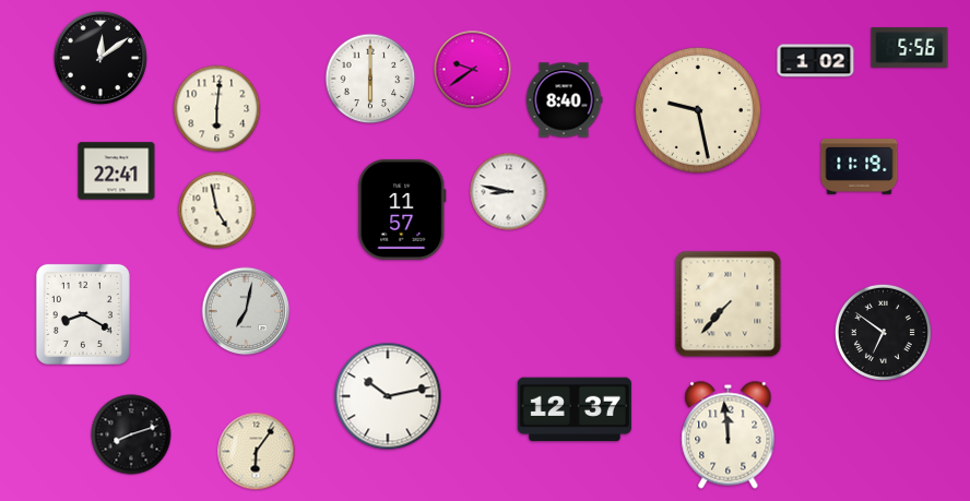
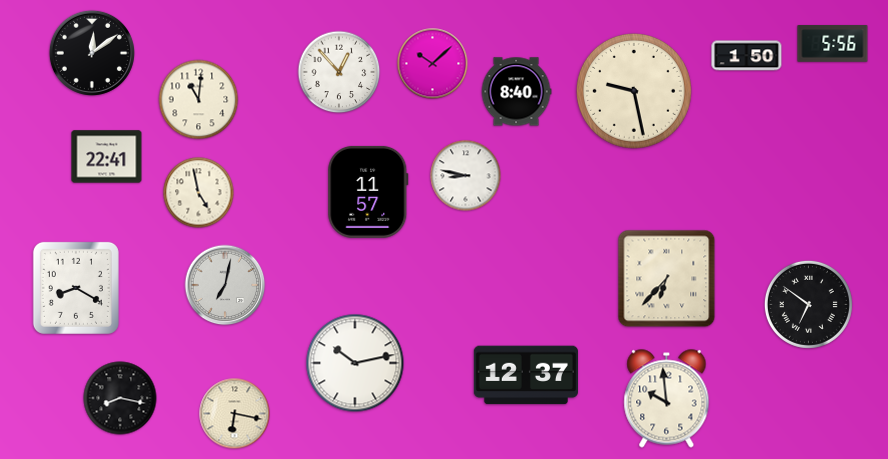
clock at (816, 61): 1:02 -> 1:50
clock at (473, 70): 9:39 -> 10:08
clock at (370, 79): 6:00 -> 12:53
clock at (217, 109): 6:01 -> 11:01
clock at (698, 110) position: (698, 110) -> (634, 91)
clock at (860, 166): 11:19 -> none
clock at (729, 305): 7:37 -> 6:37
clock at (131, 434): 8:12 -> 8:17
clock at (729, 436): 11:59 -> 9:59
clock at (257, 452): 6:06 -> 6:17
